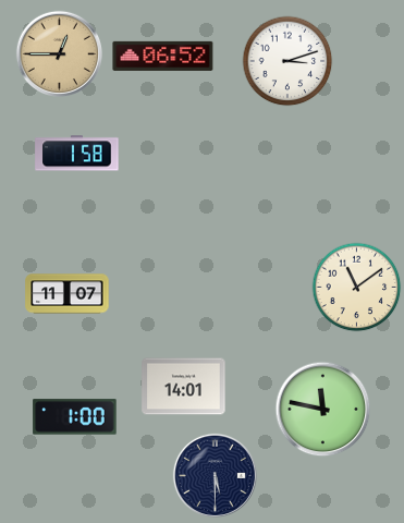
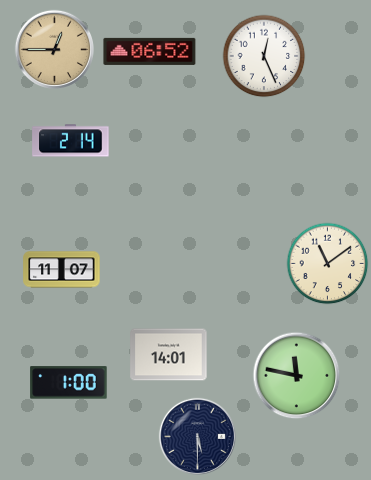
clock at (287, 61): 3:12 -> 12:26
clock at (77, 154): 1:58 -> 2:14
